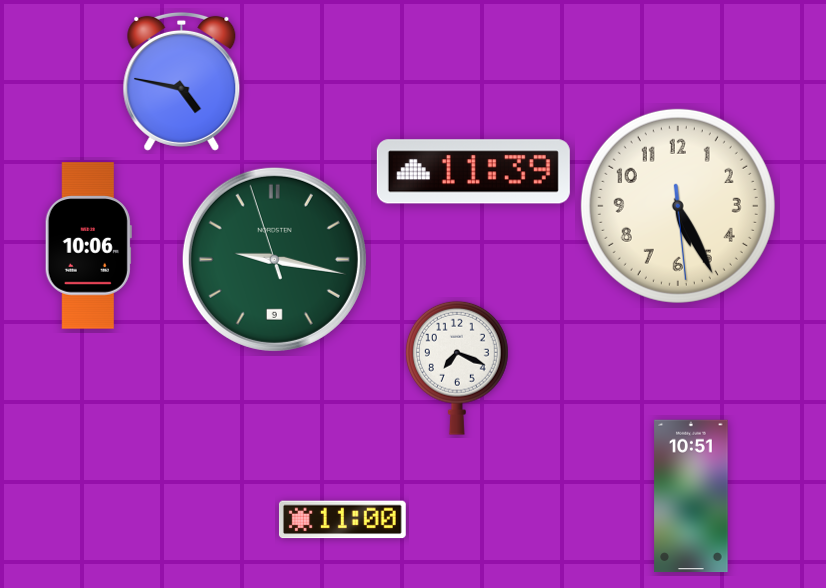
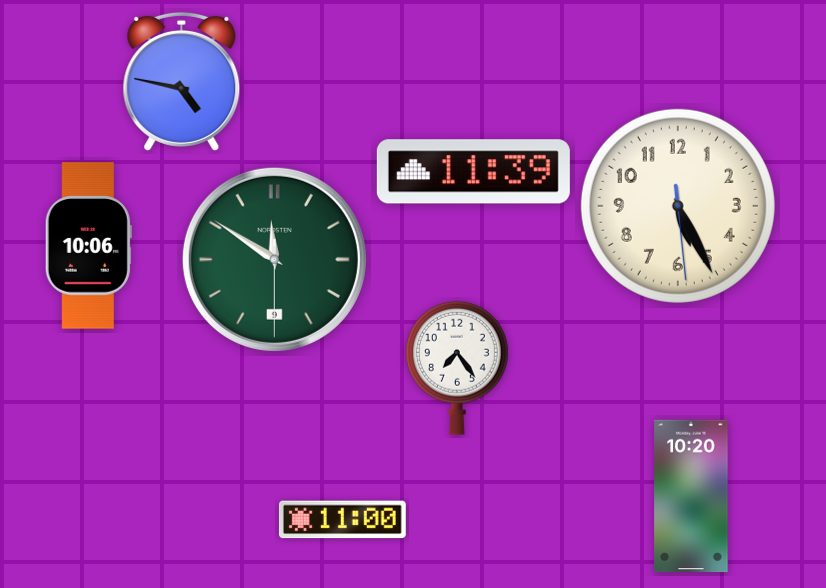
clock at (274, 259): 9:16 -> 11:50
clock at (457, 368): 7:19 -> 7:24
clock at (691, 496): 10:51 -> 10:20
